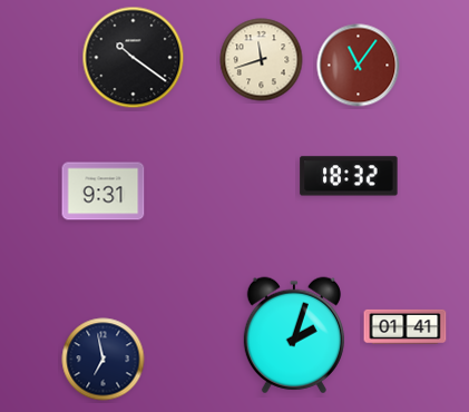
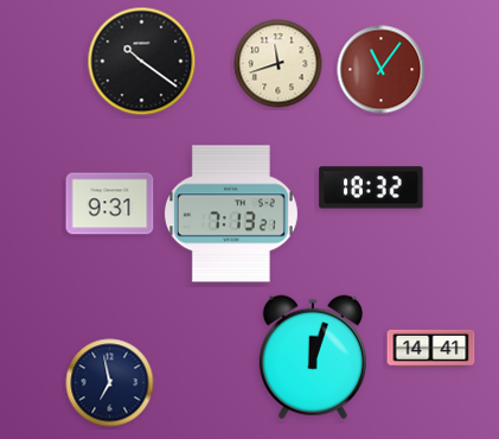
clock at (231, 214): none -> 7:13
clock at (406, 326): 01:41 -> 14:41
clock at (294, 335): 2:03 -> 12:03
